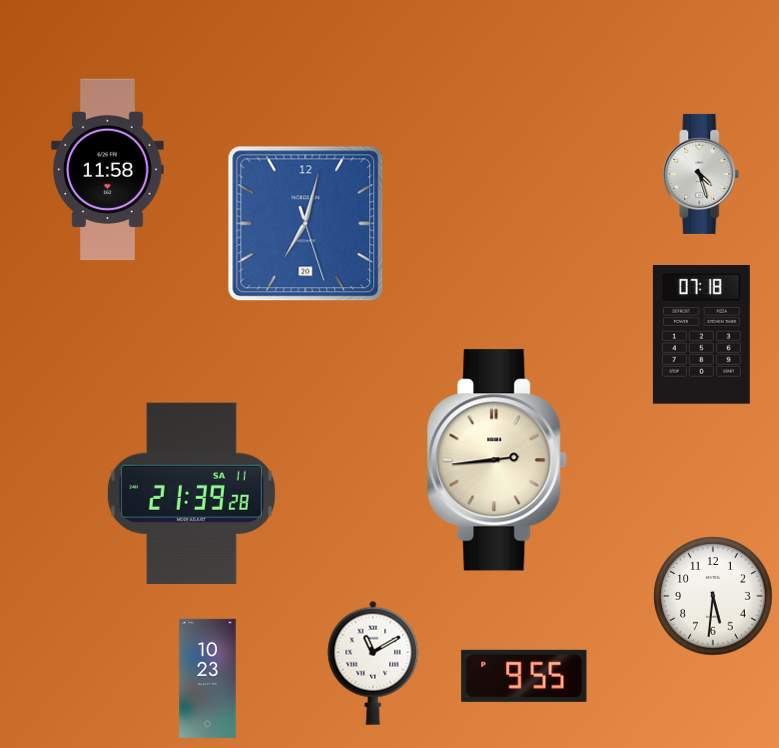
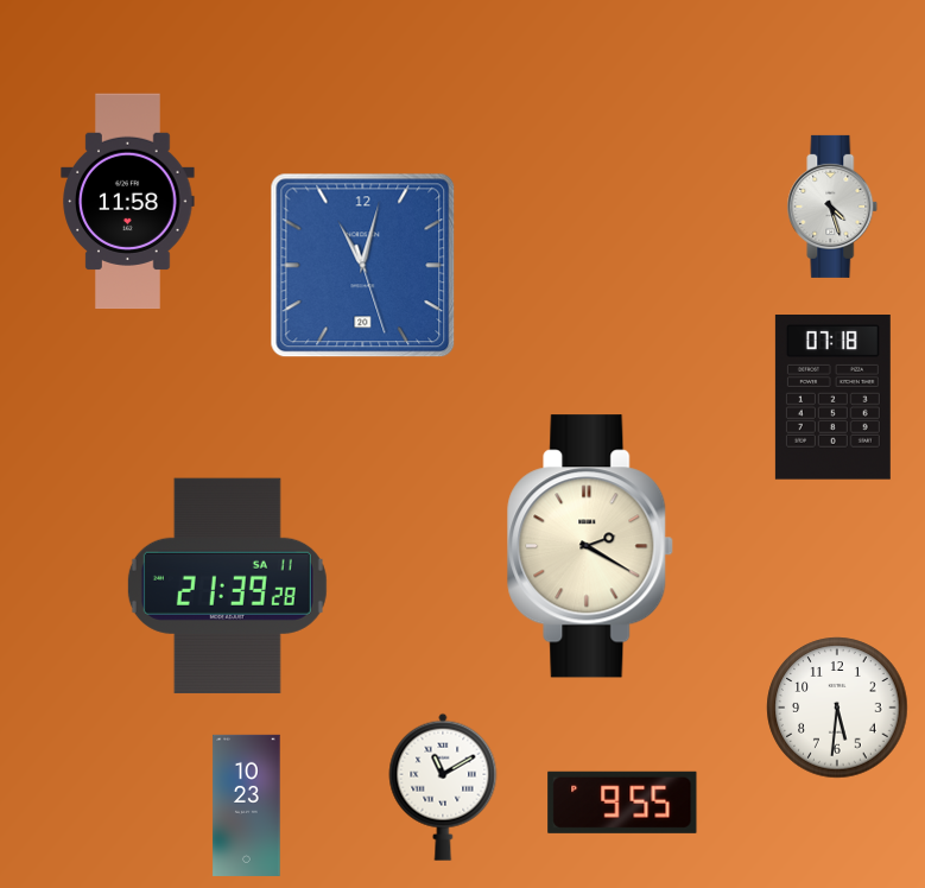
clock at (306, 224): 7:02 -> 11:02
clock at (498, 460): 2:44 -> 2:20
clock at (713, 596) position: (713, 596) -> (837, 708)
